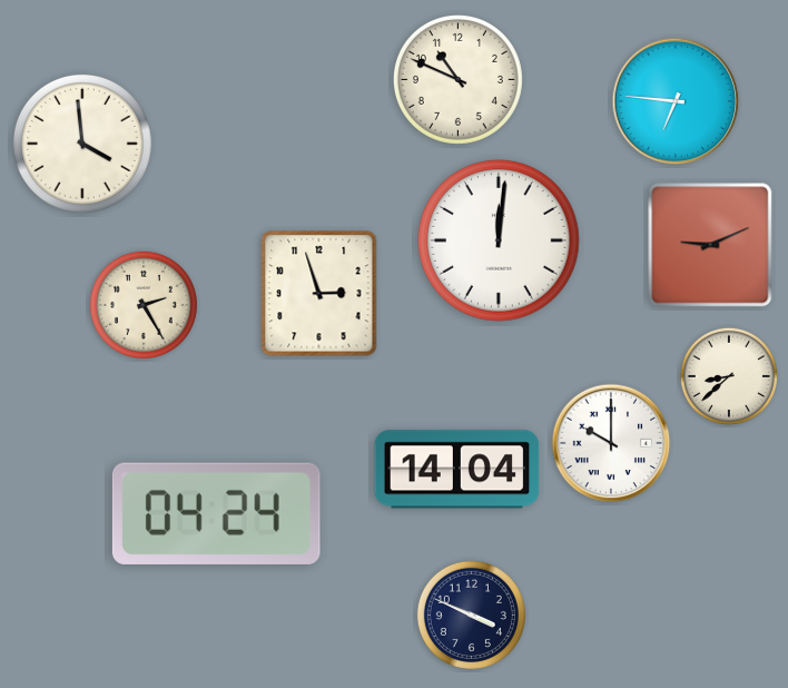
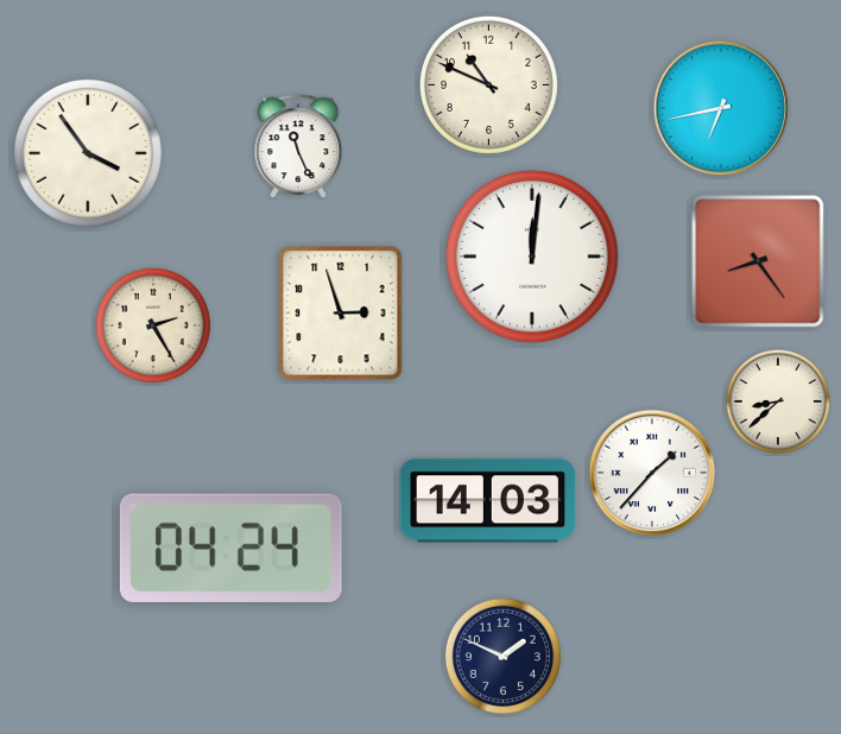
clock at (676, 101): 6:46 -> 6:43
clock at (298, 147): none -> 11:26
clock at (82, 144): 3:59 -> 3:54
clock at (710, 245): 9:11 -> 8:24
clock at (611, 443): 10:00 -> 1:37
clock at (457, 470): 14:04 -> 14:03
clock at (471, 615): 3:49 -> 1:49
